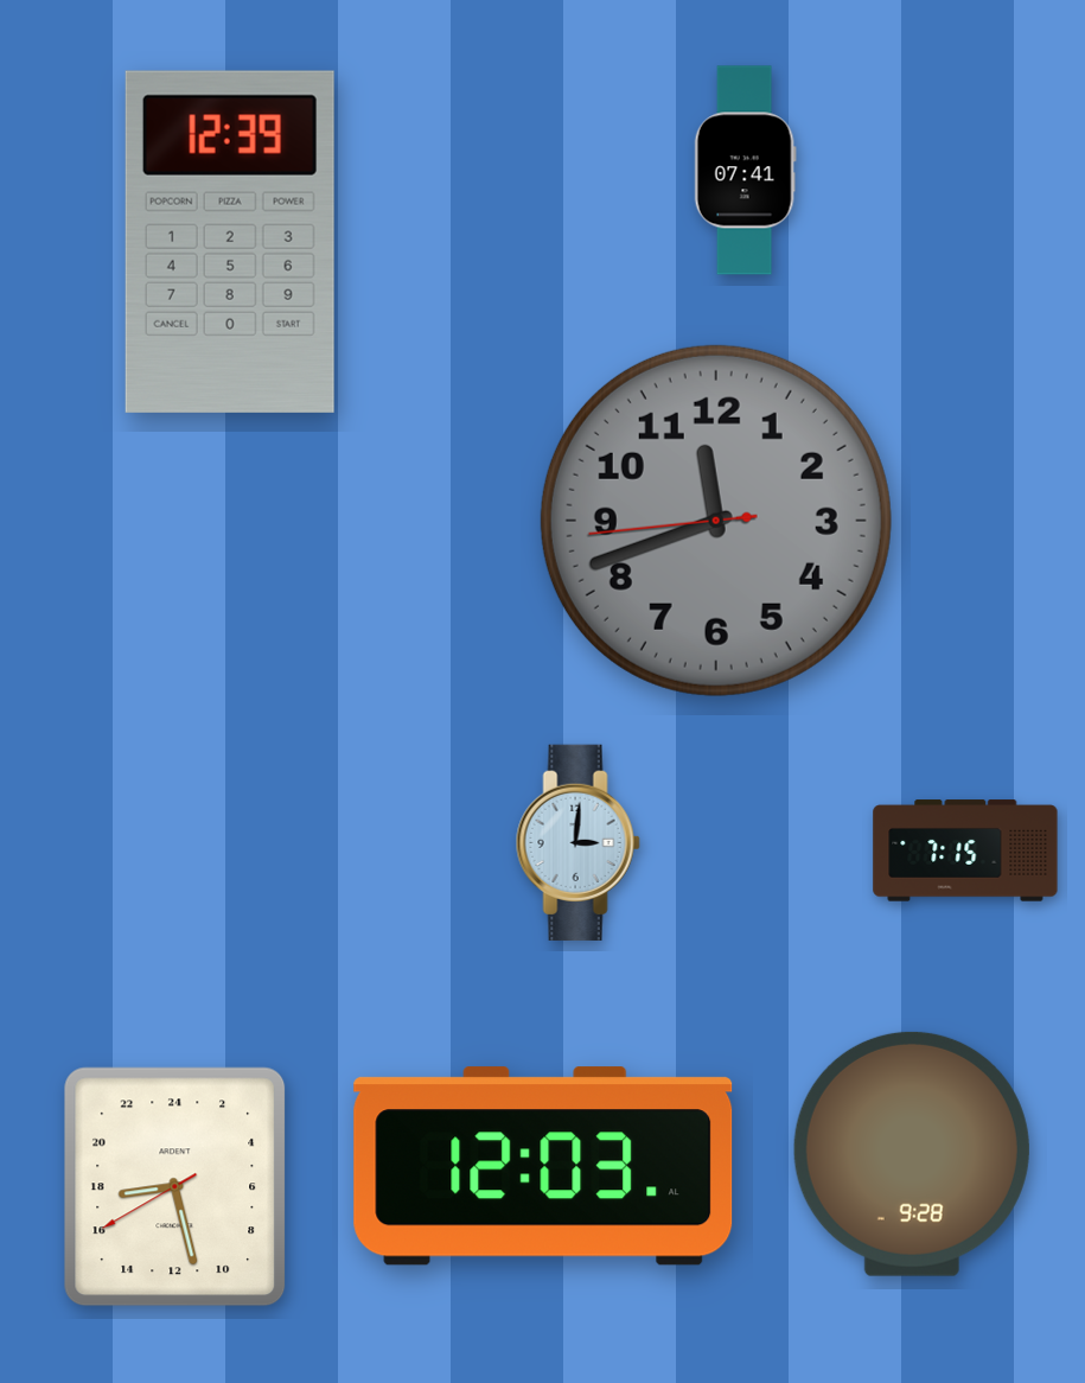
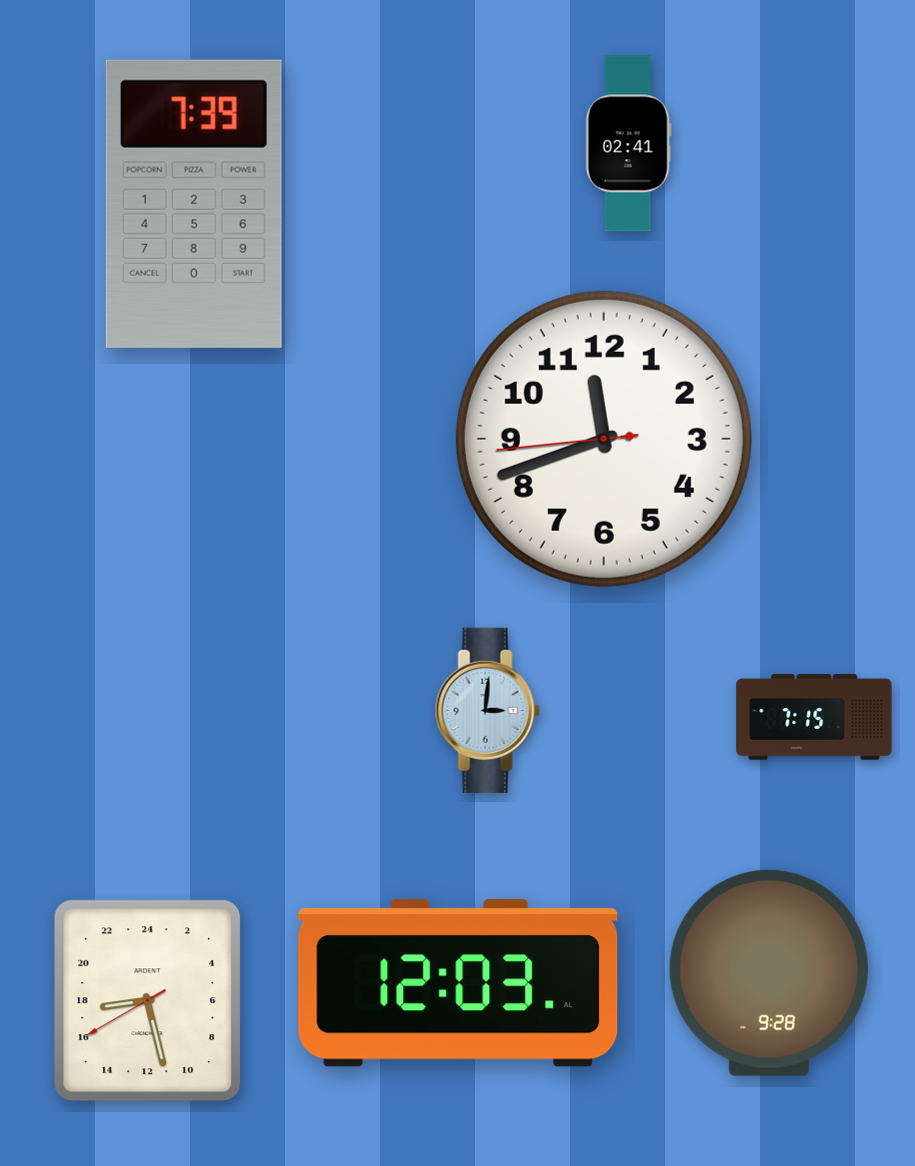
clock at (745, 171): 07:41 -> 02:41
clock at (230, 242): 12:39 -> 7:39
clock at (716, 521) dial: grey -> white
